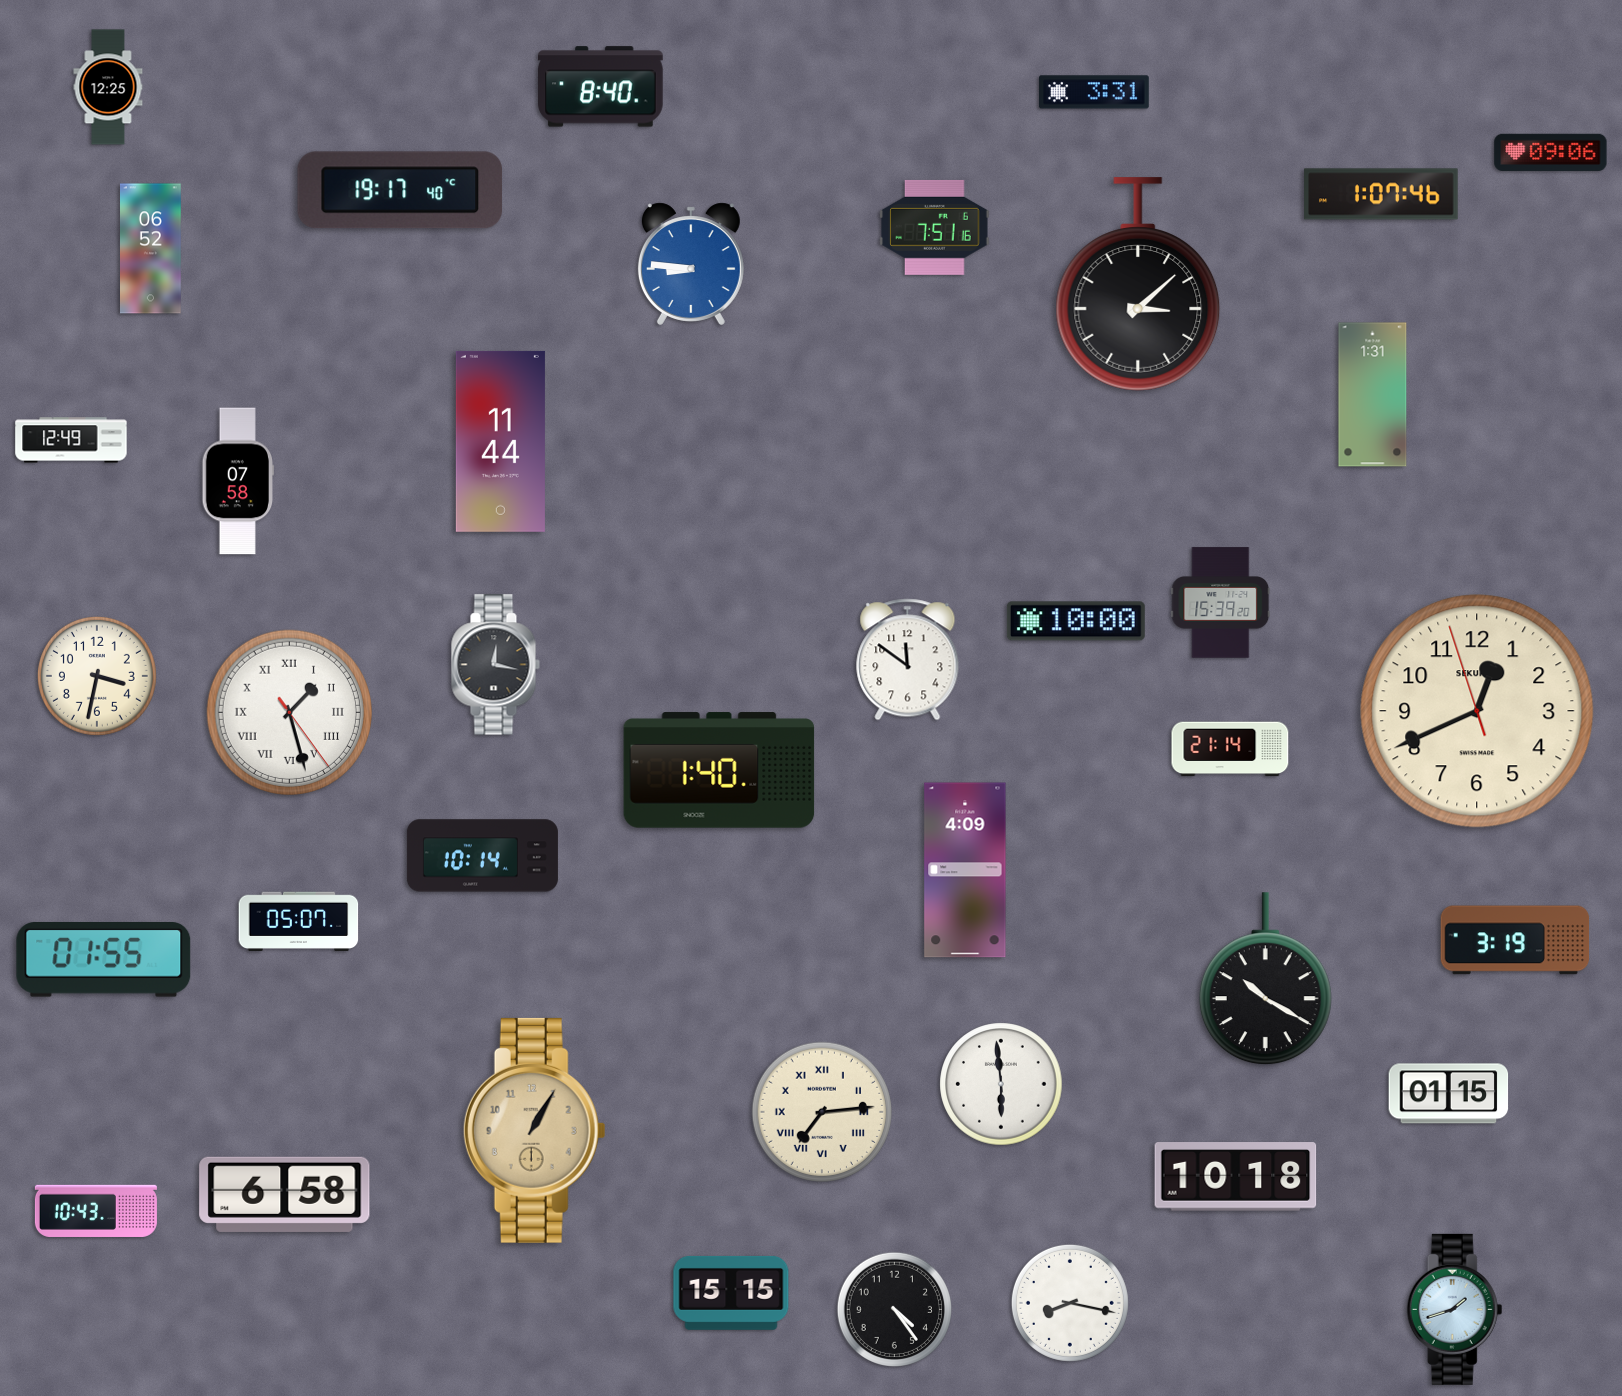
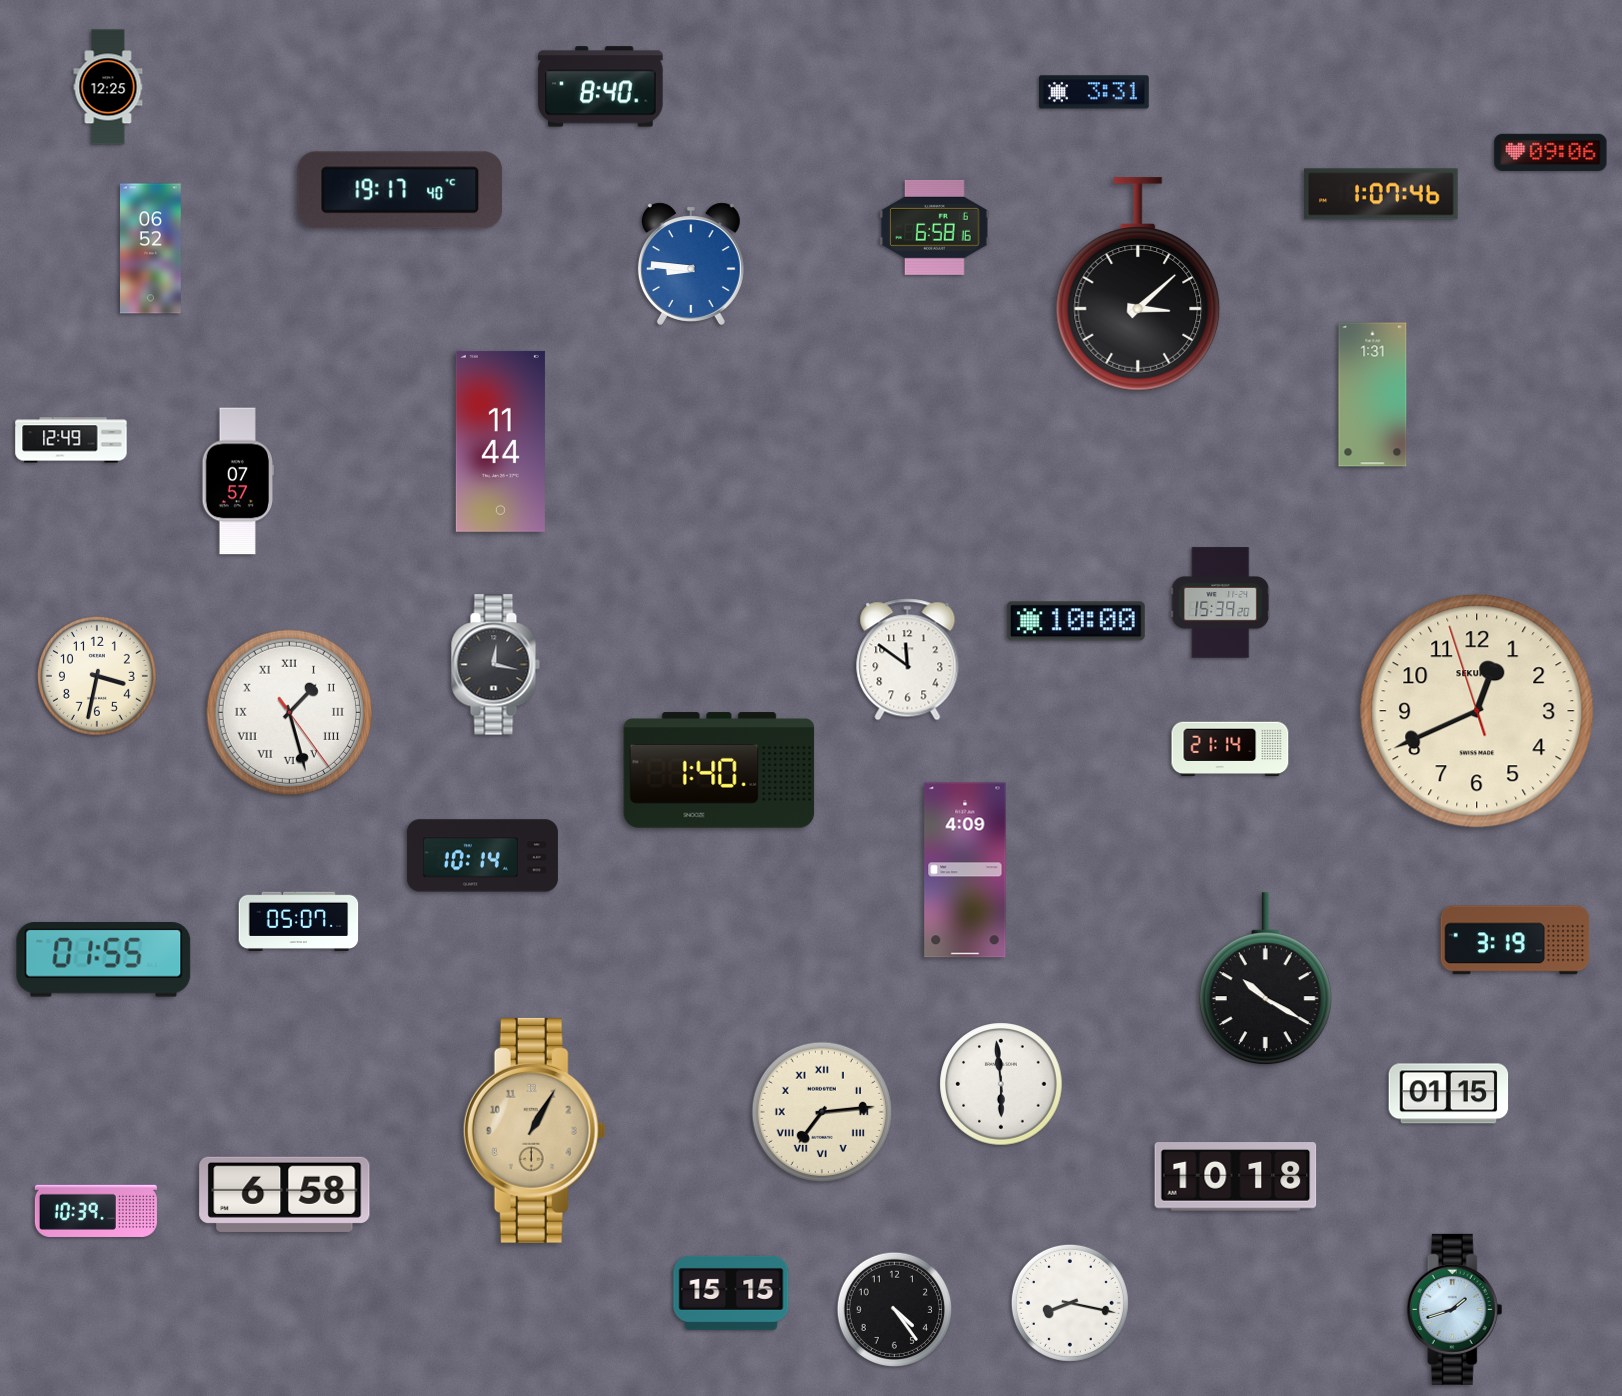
clock at (935, 227): 7:51 -> 6:58
clock at (237, 481): 07:58 -> 07:57
clock at (96, 1211): 10:43 -> 10:39
